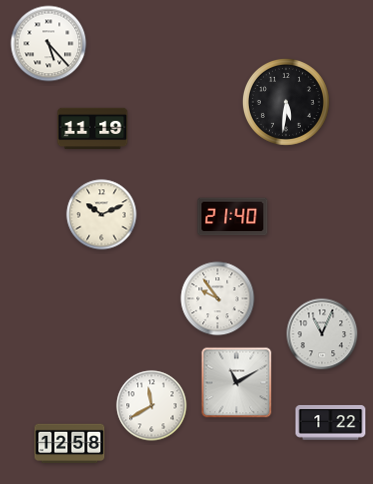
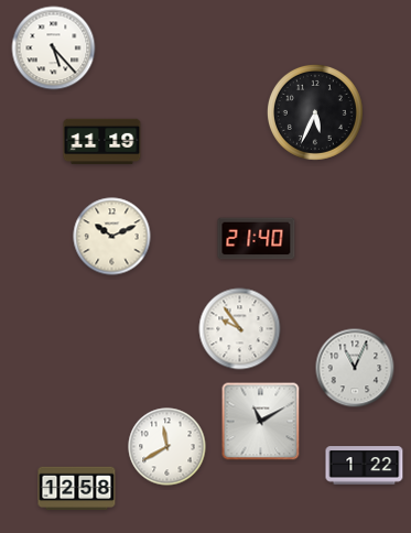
clock at (286, 102): 5:31 -> 5:34
